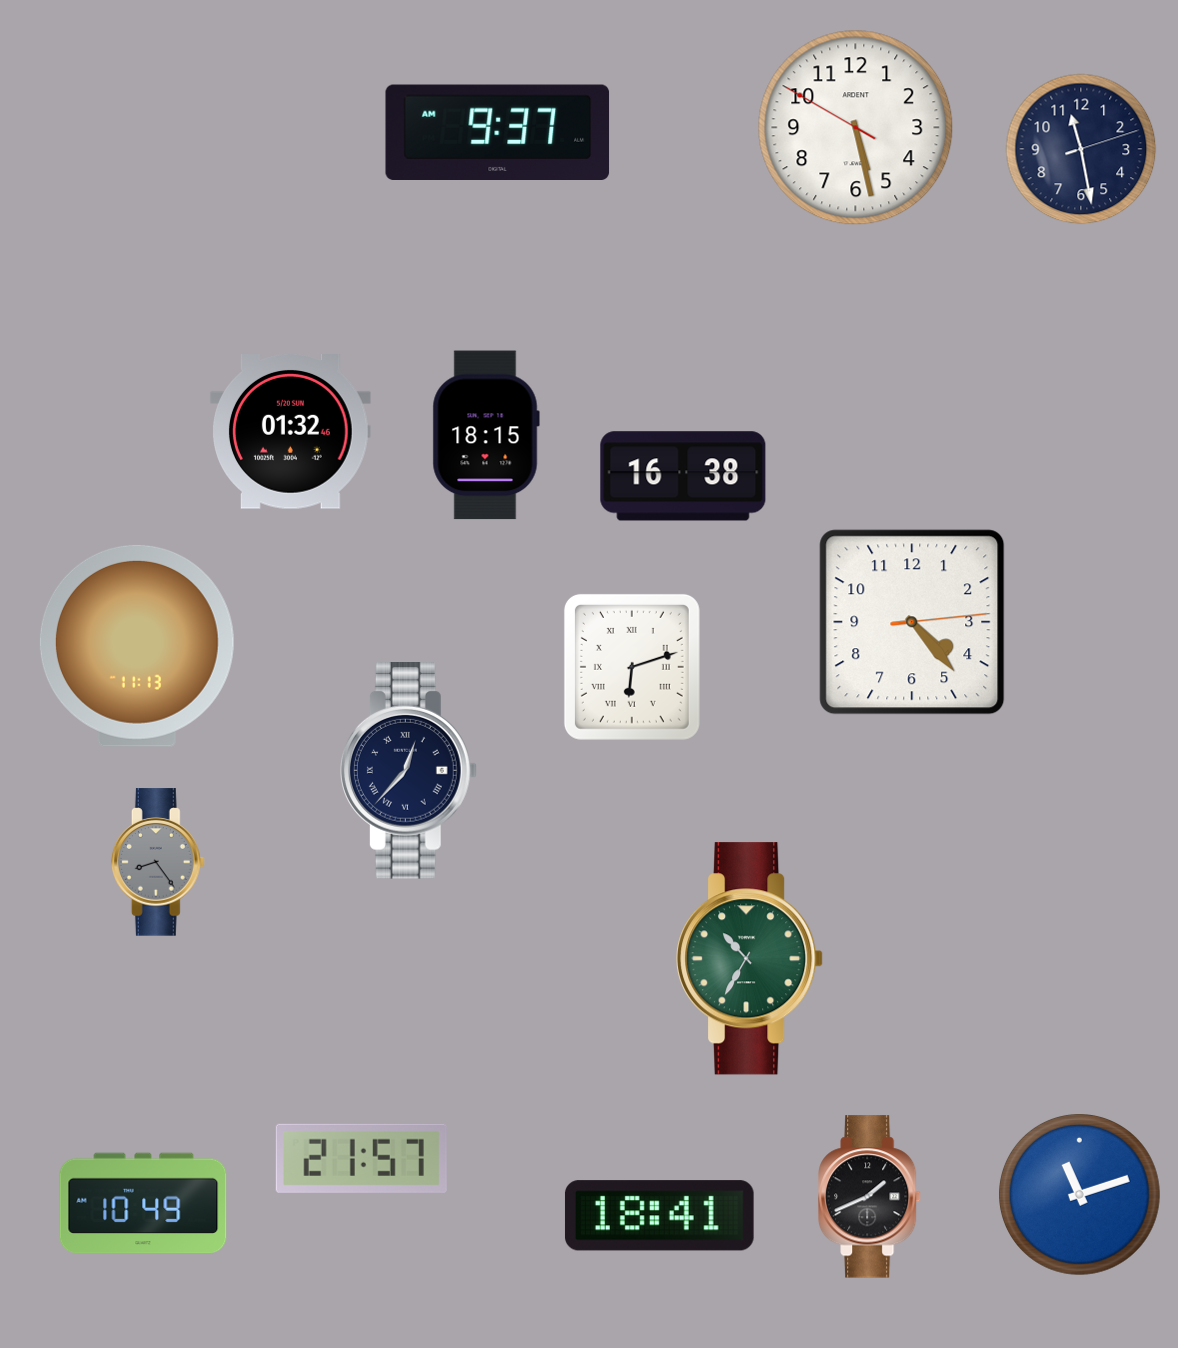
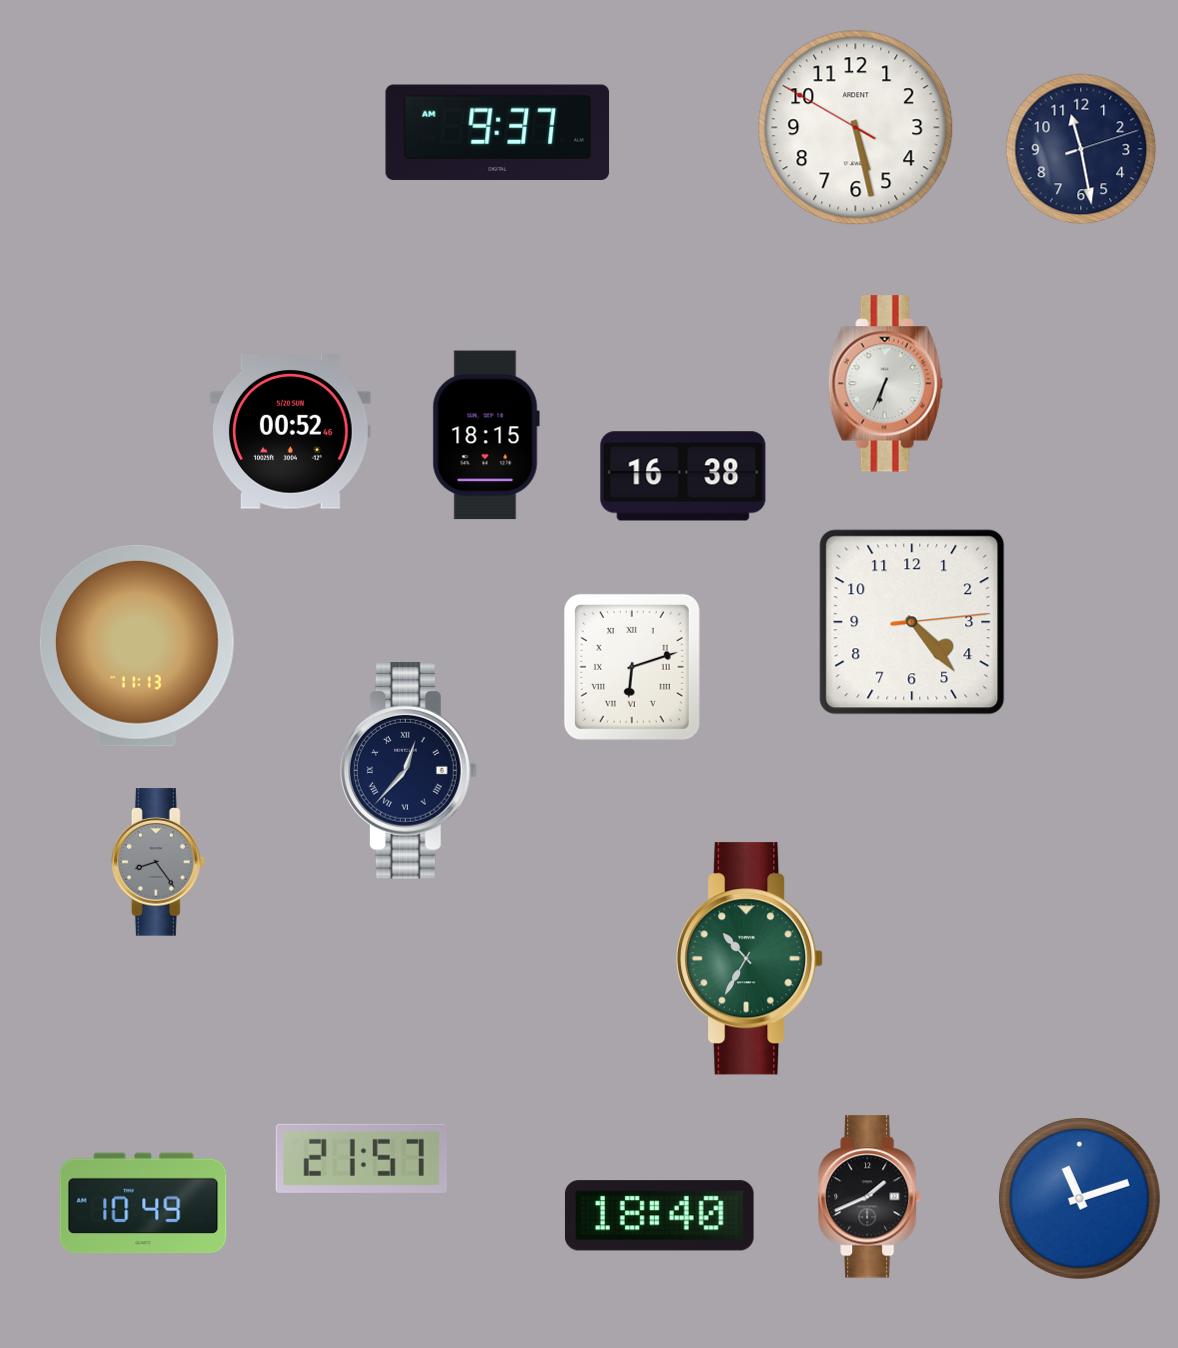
clock at (885, 384): none -> 6:34
clock at (290, 432): 01:32 -> 00:52
clock at (1080, 1195) position: (1080, 1195) -> (1080, 1199)
clock at (659, 1216): 18:41 -> 18:40
